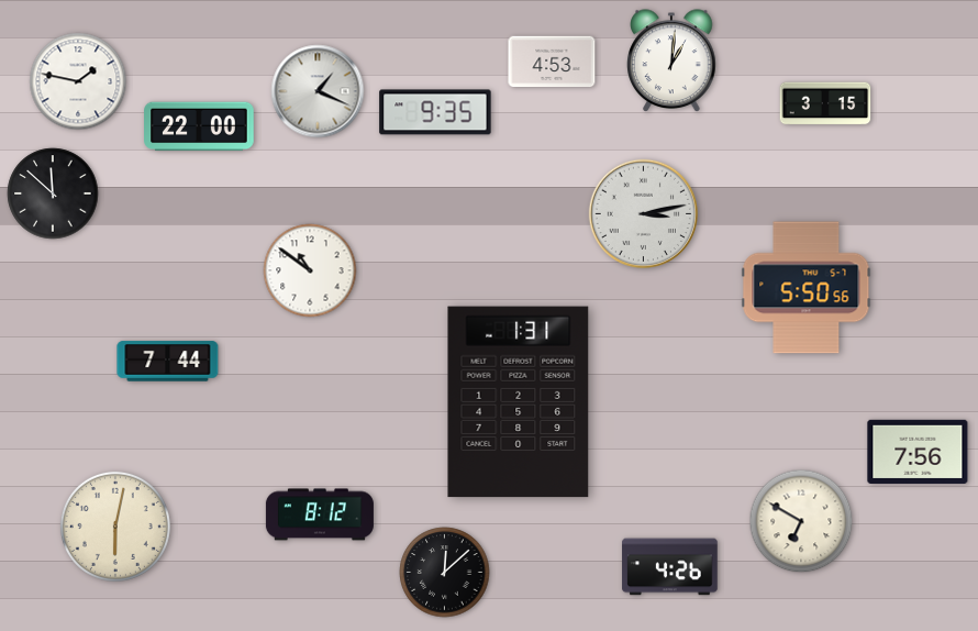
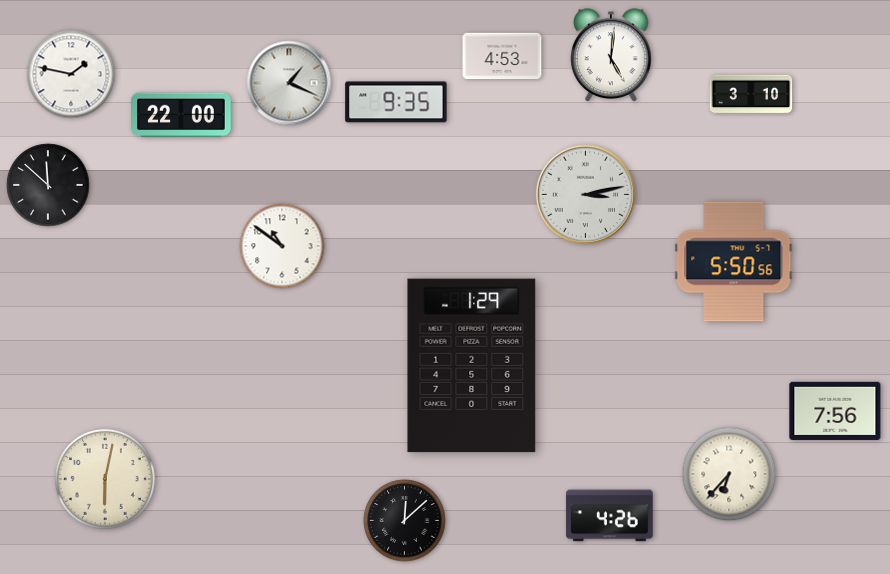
clock at (671, 60): 1:01 -> 5:01
clock at (825, 103): 3:15 -> 3:10
clock at (53, 193) position: (53, 193) -> (48, 185)
clock at (168, 362): 7:44 -> none
clock at (519, 402): 1:31 -> 1:29
clock at (320, 514): 8:12 -> none
clock at (801, 521): 6:50 -> 6:37
